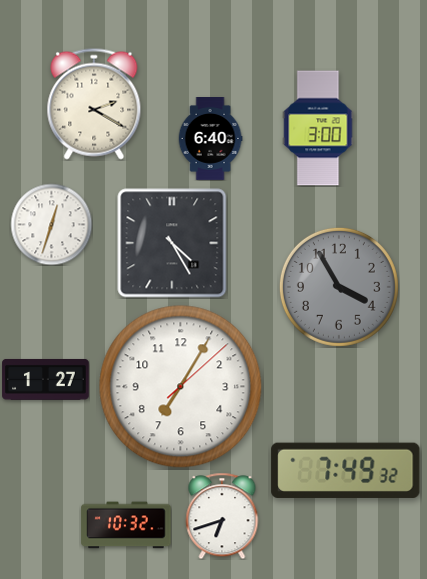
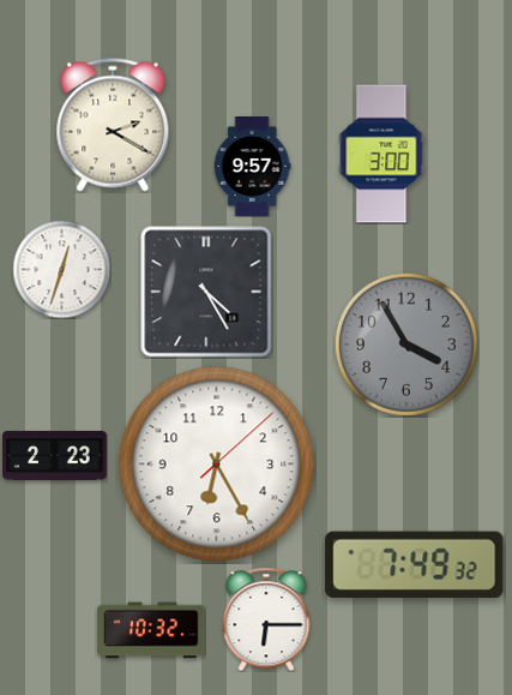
clock at (210, 139): 6:40 -> 9:57
clock at (46, 379): 1:27 -> 2:23
clock at (181, 387): 7:05 -> 6:25
clock at (222, 516): 6:42 -> 6:15
